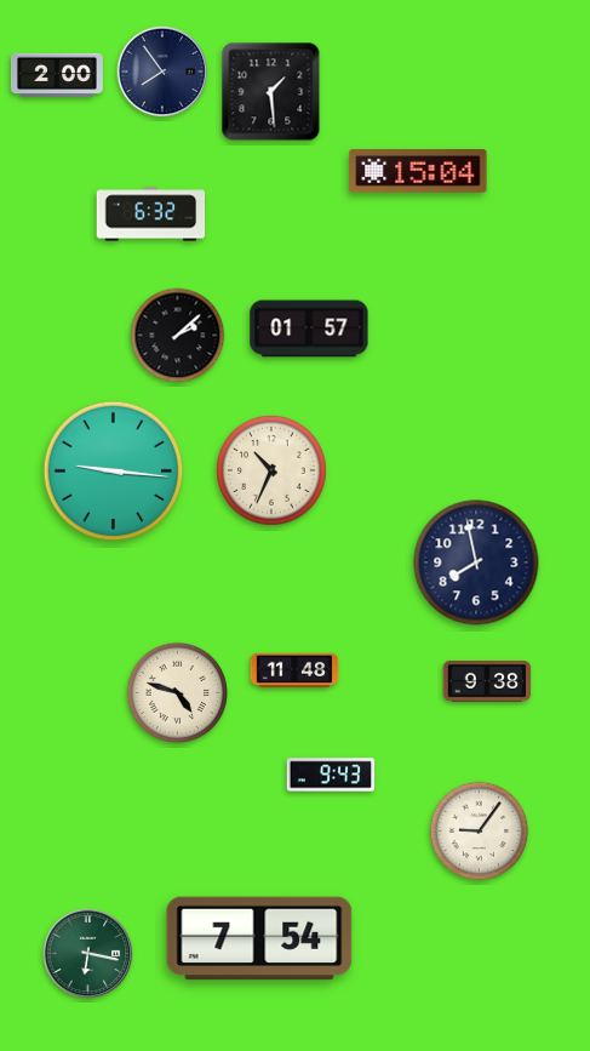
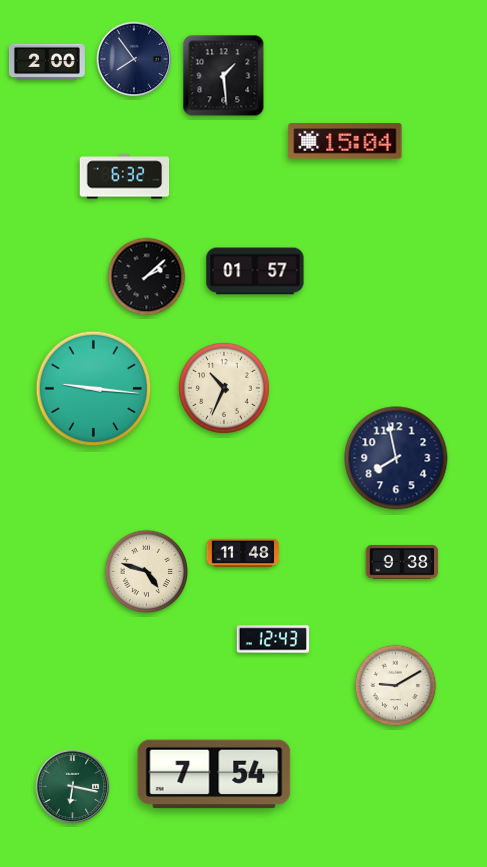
clock at (476, 562) position: (476, 562) -> (396, 458)
clock at (331, 775): 9:43 -> 12:43
clock at (480, 832): 9:06 -> 9:10
